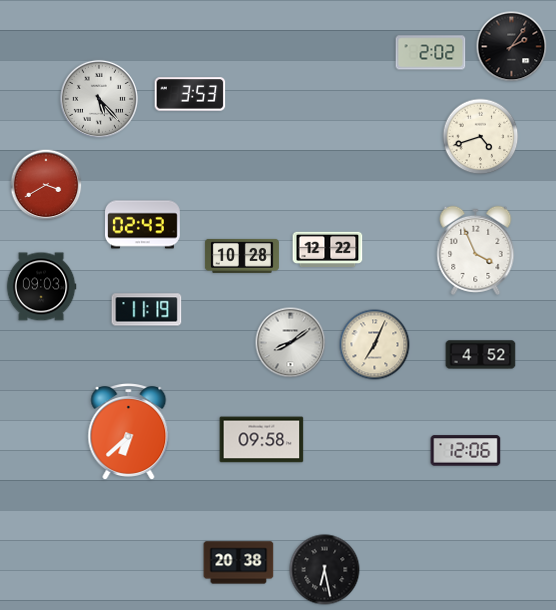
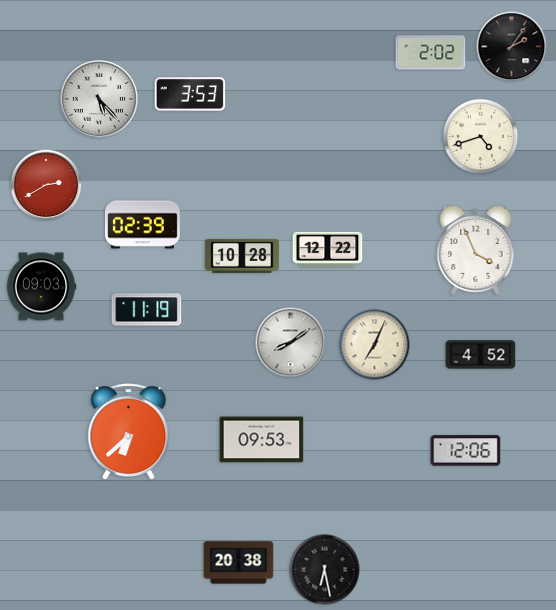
clock at (46, 185): 3:40 -> 2:40
clock at (143, 225): 02:43 -> 02:39
clock at (262, 440): 09:58 -> 09:53
